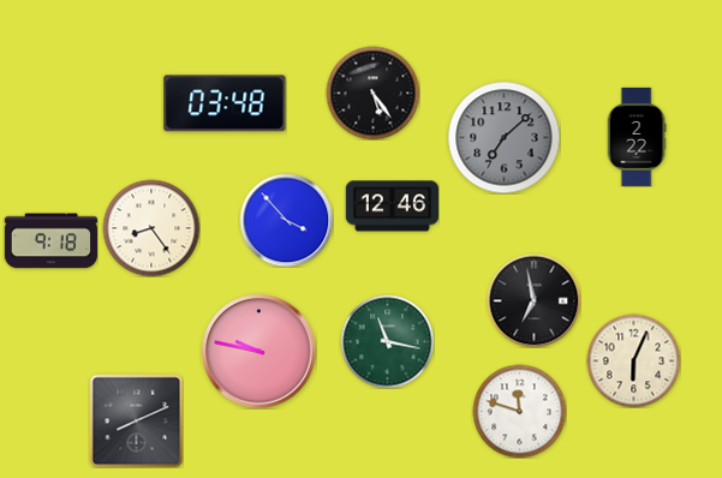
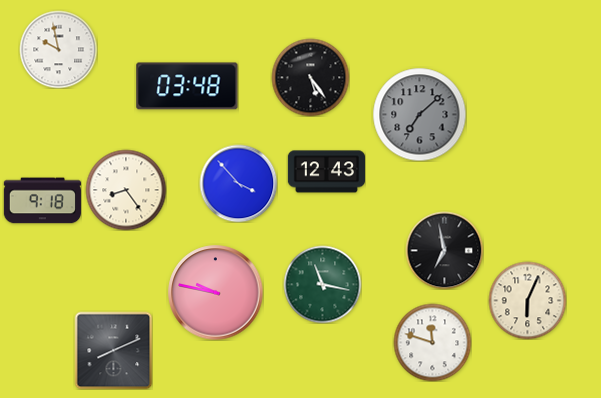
clock at (58, 49): none -> 9:58
clock at (637, 137): 2:22 -> none
clock at (392, 207): 12:46 -> 12:43
